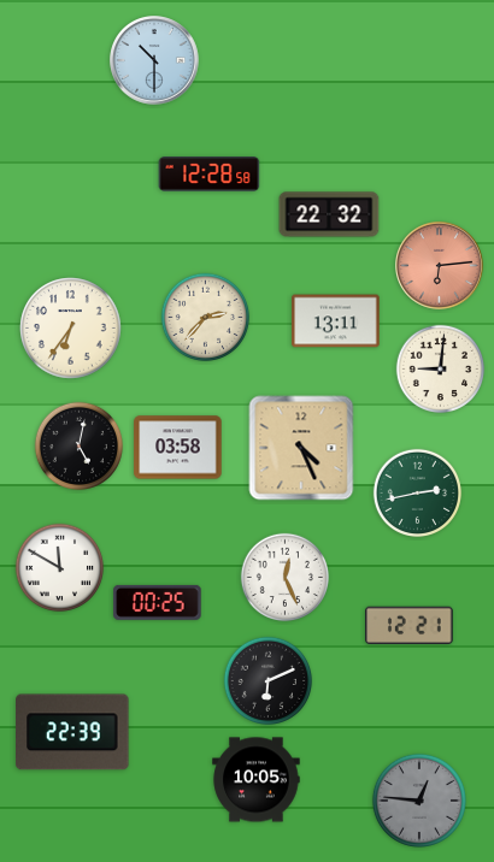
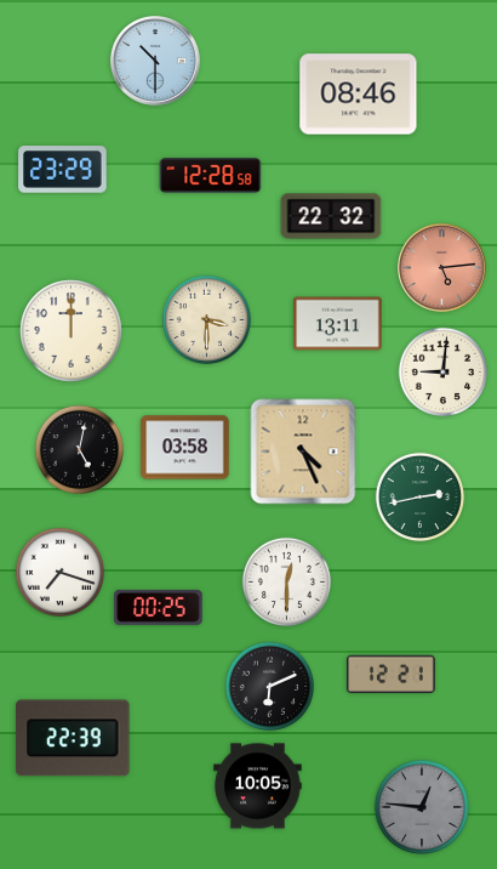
clock at (359, 95): none -> 08:46
clock at (63, 170): none -> 23:29
clock at (440, 266): 6:14 -> 5:14
clock at (206, 318): 2:37 -> 3:30
clock at (71, 329): 6:36 -> 12:00
clock at (178, 448) position: (178, 448) -> (185, 448)
clock at (60, 568): 11:50 -> 7:18
clock at (286, 578): 12:26 -> 12:30
clock at (410, 625) position: (410, 625) -> (392, 674)
